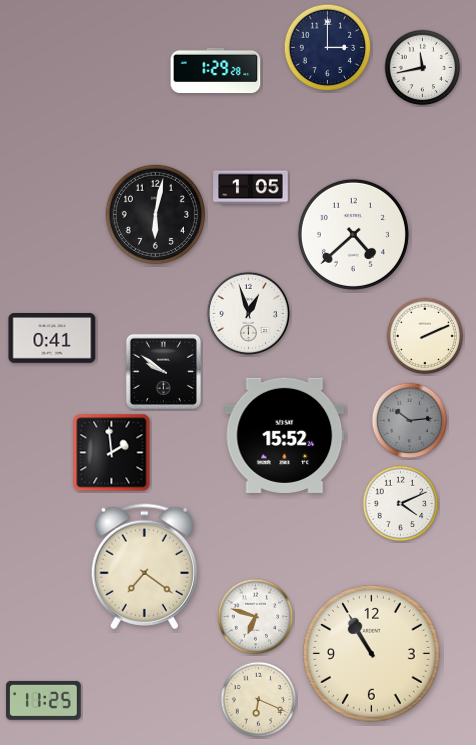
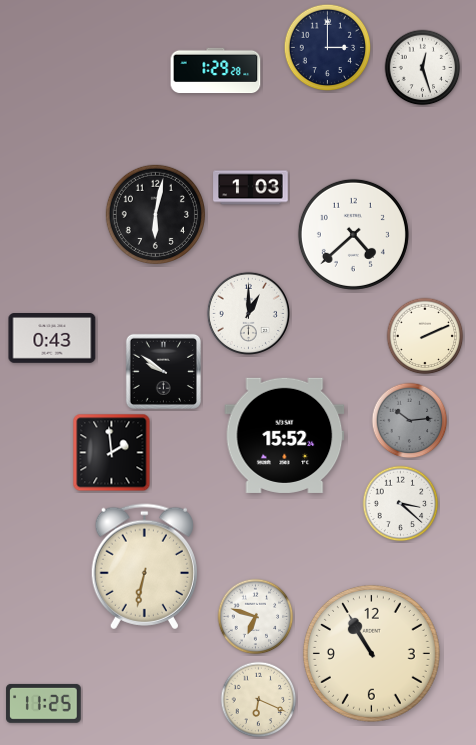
clock at (423, 68): 11:43 -> 12:27
clock at (251, 188): 1:05 -> 1:03
clock at (248, 313): 12:57 -> 1:00
clock at (52, 339): 0:41 -> 0:43
clock at (401, 504): 4:11 -> 3:22
clock at (144, 567): 7:21 -> 6:32
clock at (44, 700) position: (44, 700) -> (44, 703)
